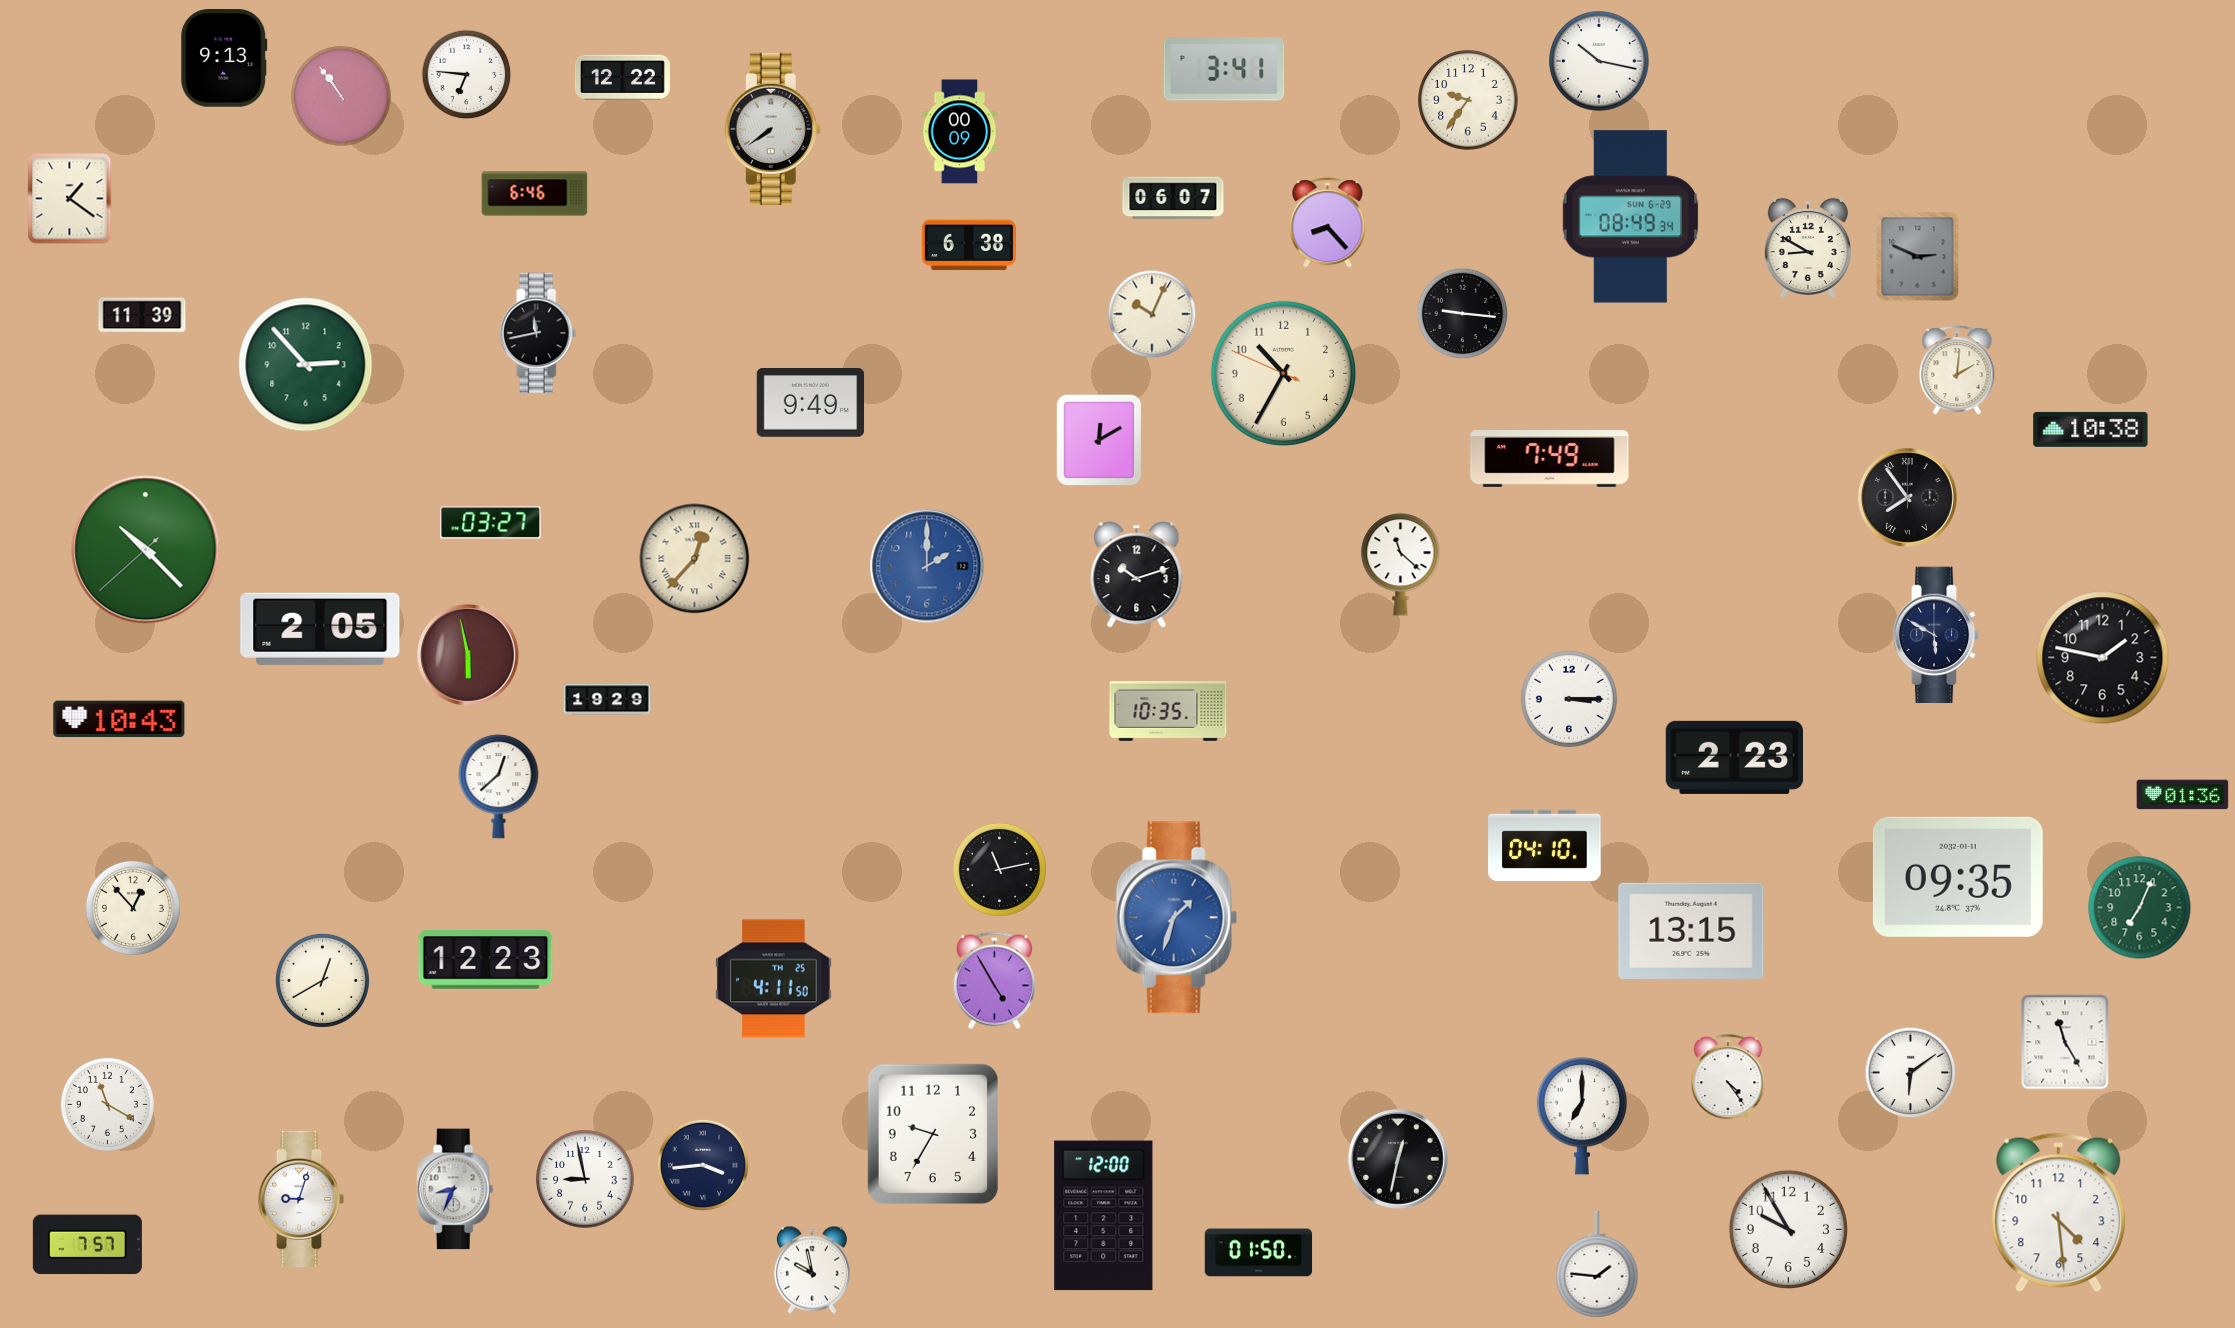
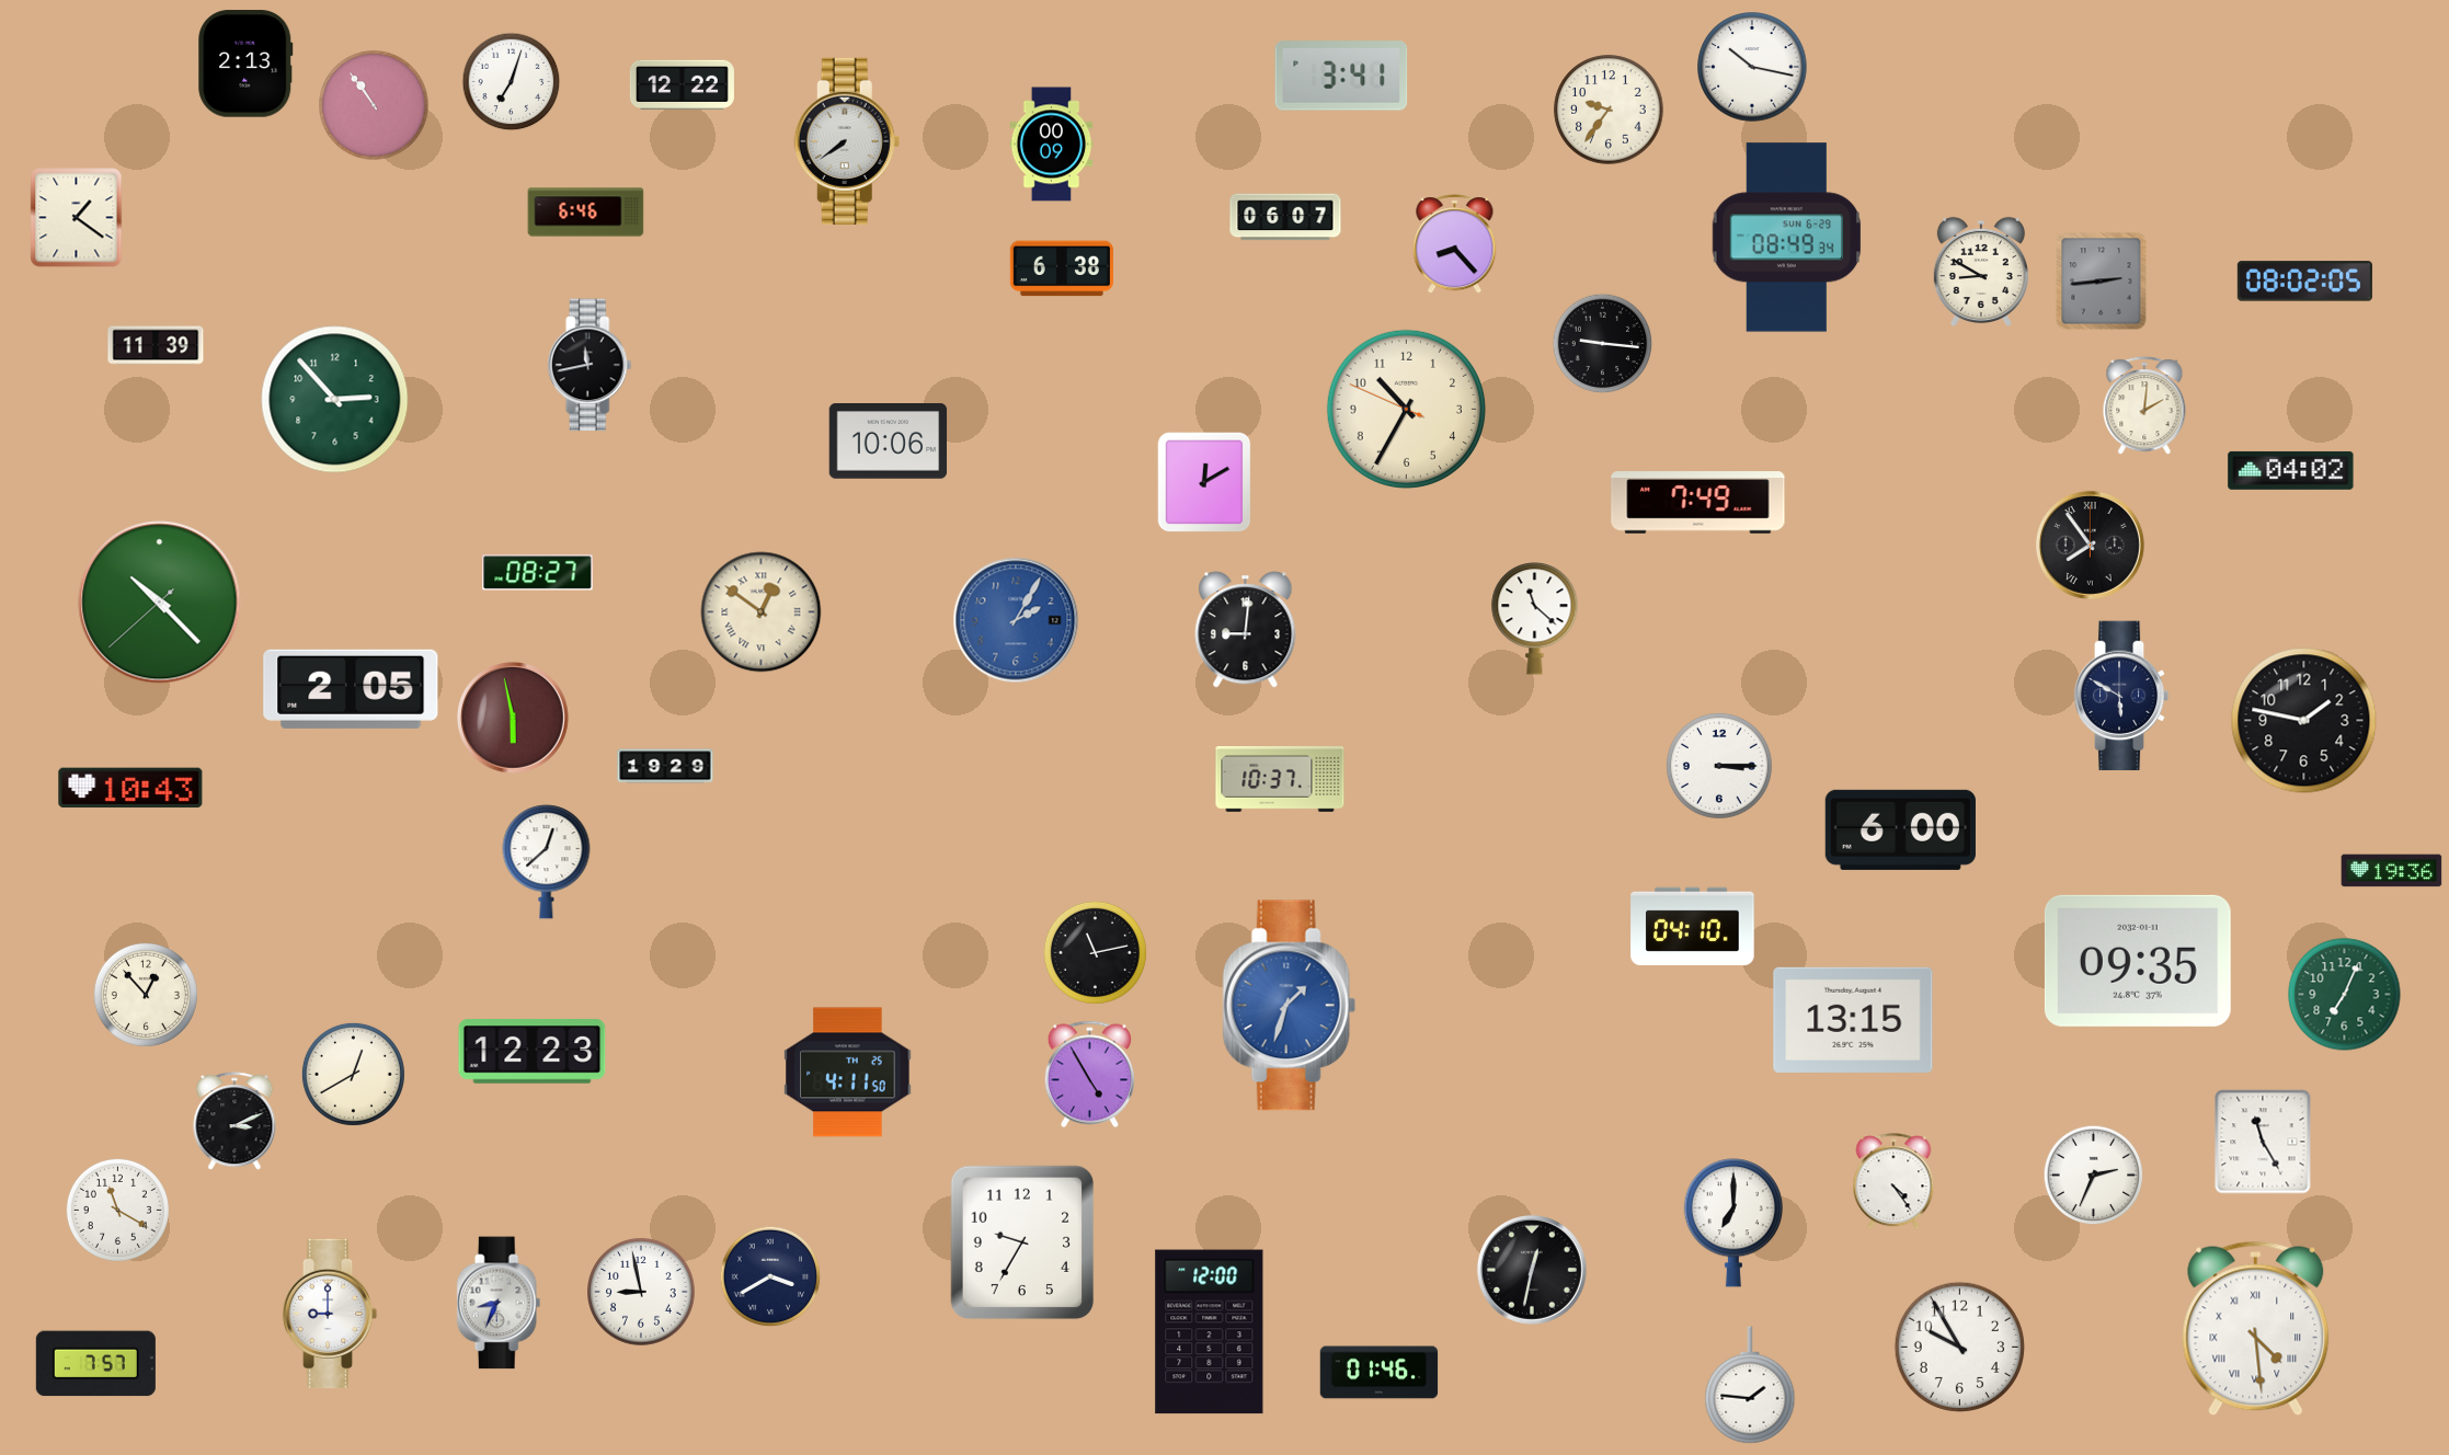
clock at (224, 58): 9:13 -> 2:13
clock at (467, 75): 6:46 -> 7:03
clock at (1918, 257): 2:49 -> 2:44
clock at (2304, 282): none -> 08:02
clock at (1152, 314): 10:04 -> none
clock at (811, 403): 9:49 -> 10:06
clock at (2091, 429): 10:38 -> 04:02
clock at (491, 523): 03:27 -> 08:27
clock at (695, 559): 12:37 -> 12:51
clock at (927, 566): 2:00 -> 2:05
clock at (1137, 575): 10:12 -> 9:01
clock at (1168, 712): 10:35 -> 10:37
clock at (1734, 757): 2:23 -> 6:00
clock at (2183, 795): 01:36 -> 19:36
clock at (1958, 877) position: (1958, 877) -> (2138, 961)
clock at (234, 1122): none -> 3:11
clock at (1911, 1073): 6:09 -> 2:34
clock at (703, 1165): 3:44 -> 3:40
clock at (301, 1199): 9:03 -> 9:00
clock at (2059, 1213) numerals: Arabic -> Roman
clock at (1259, 1253): 01:50 -> 01:46
clock at (812, 1270): 9:58 -> none
